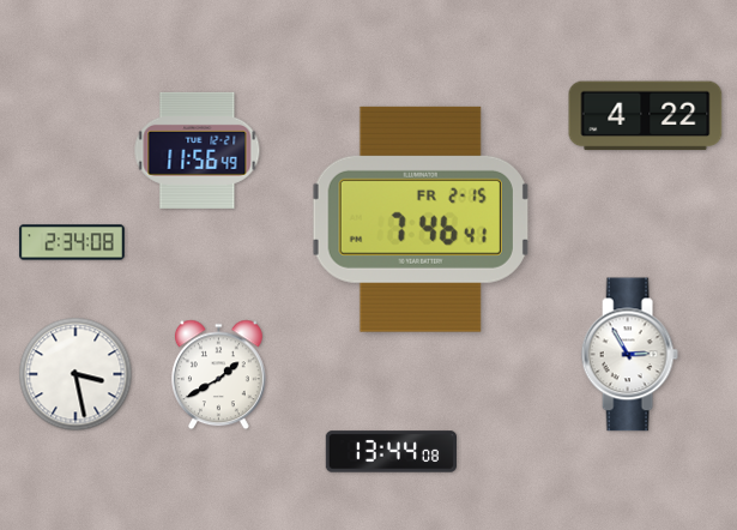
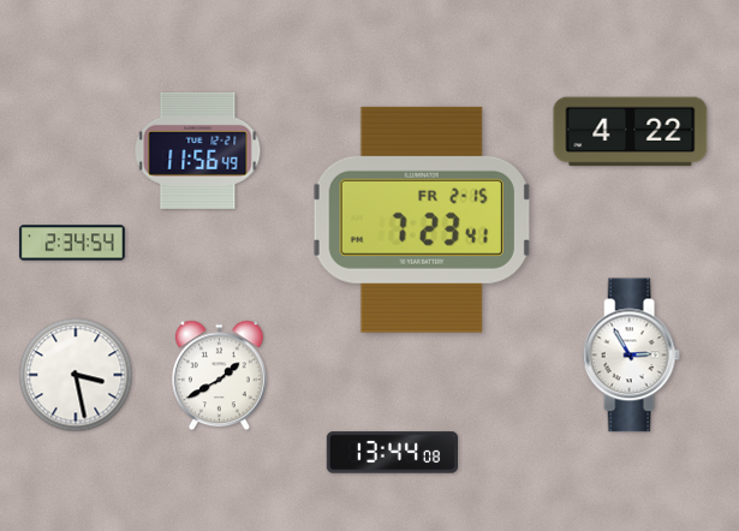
clock at (646, 116) position: (646, 116) -> (631, 132)
clock at (421, 219): 7:46 -> 7:23
clock at (72, 242): 2:34:08 -> 2:34:54
